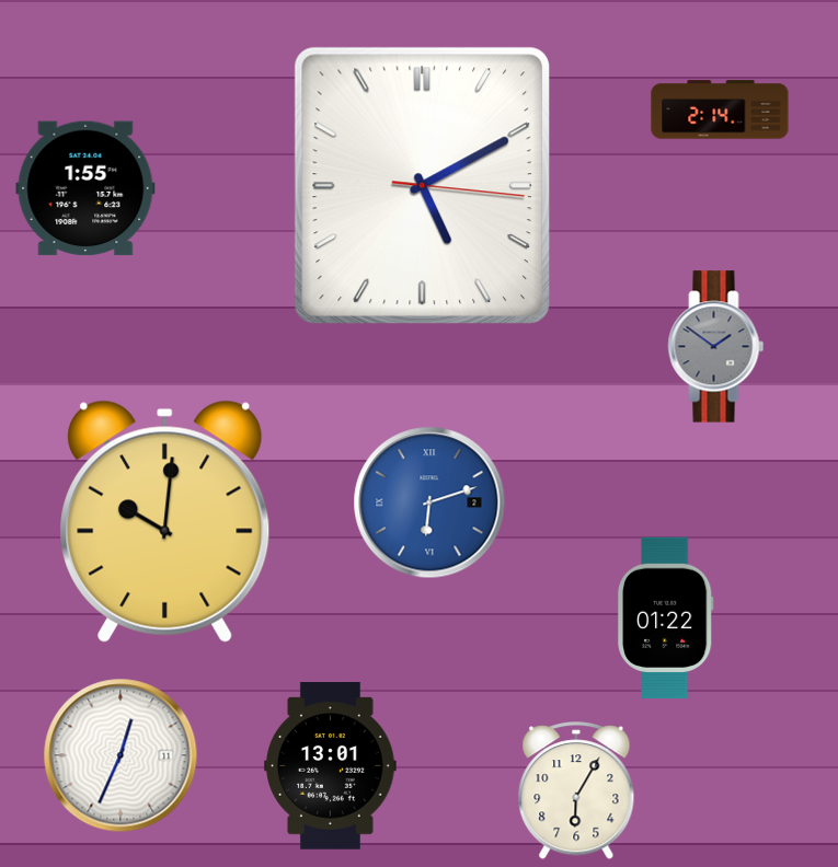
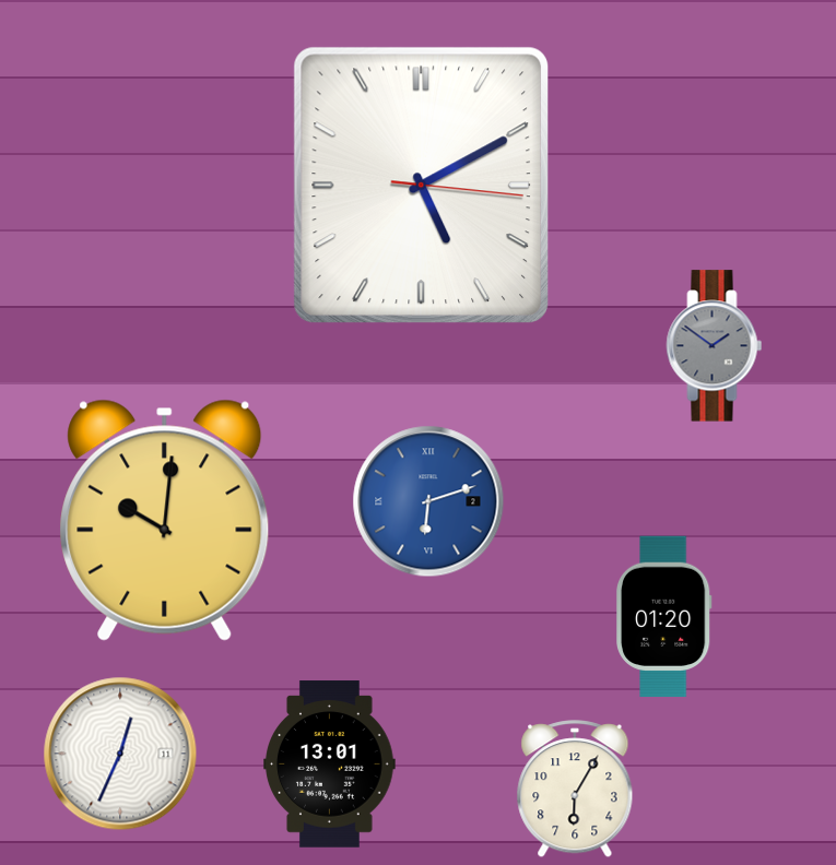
clock at (720, 109): 2:14 -> none
clock at (85, 188): 1:55 -> none
clock at (666, 619): 01:22 -> 01:20
